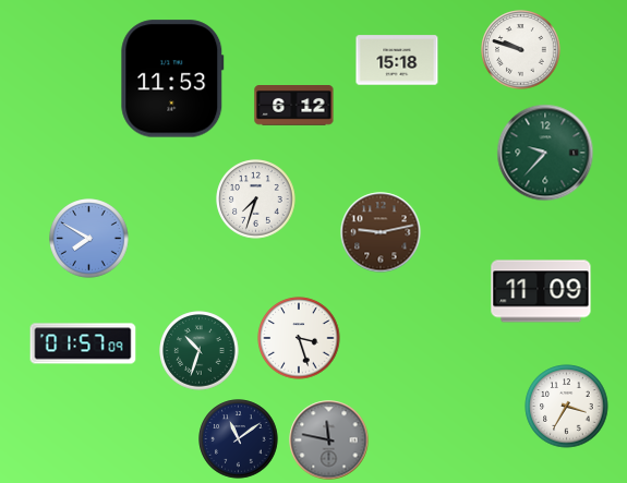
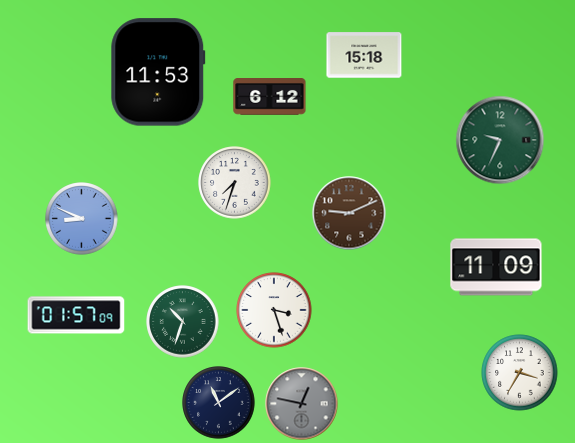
clock at (521, 50): 9:48 -> none
clock at (545, 153): 9:37 -> 9:34
clock at (381, 232): 9:13 -> 9:11
clock at (89, 239): 7:50 -> 8:49
clock at (329, 440): 11:47 -> 12:47
